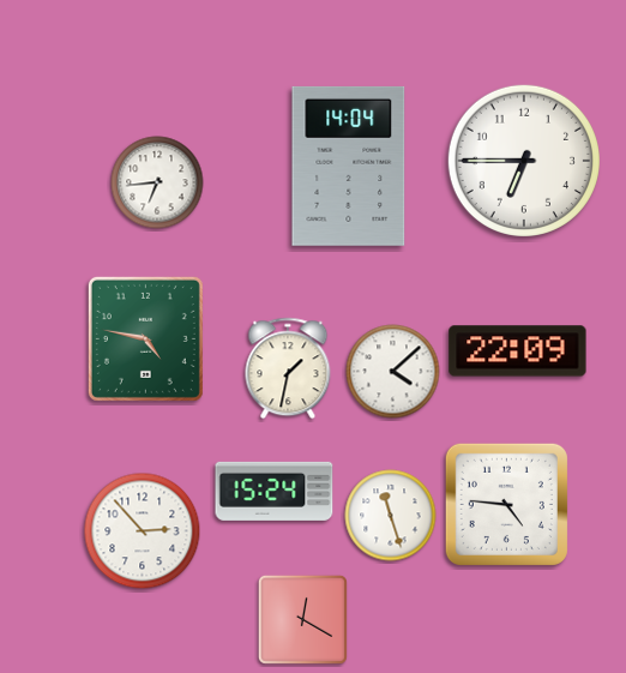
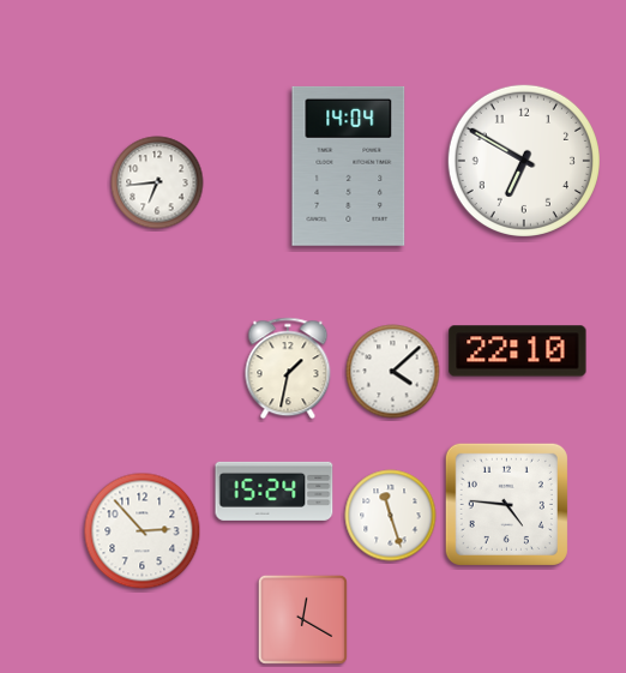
clock at (524, 161): 6:45 -> 6:50
clock at (145, 338): 4:47 -> none
clock at (518, 351): 22:09 -> 22:10
